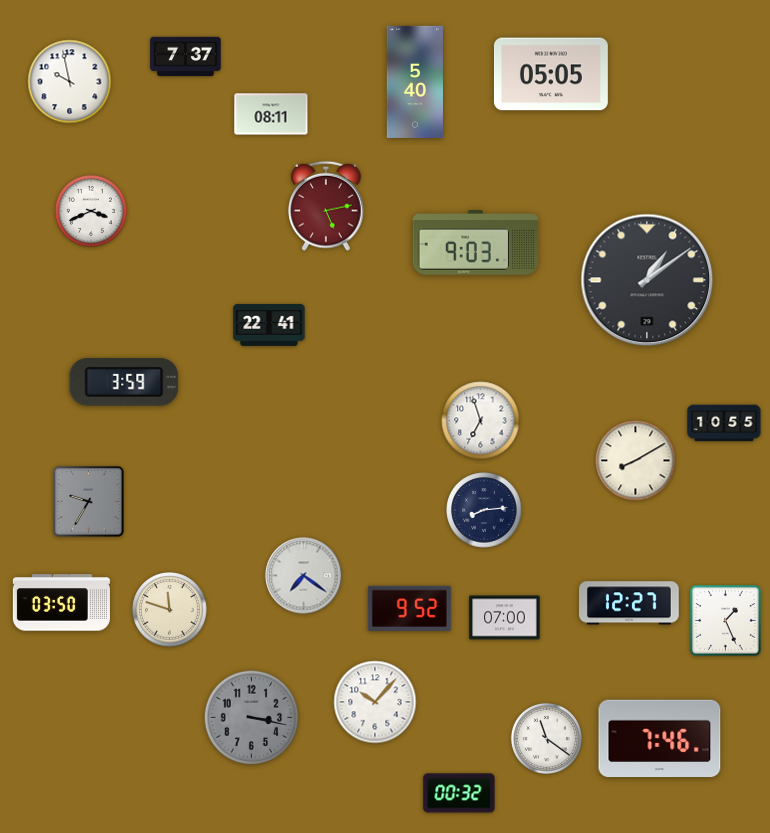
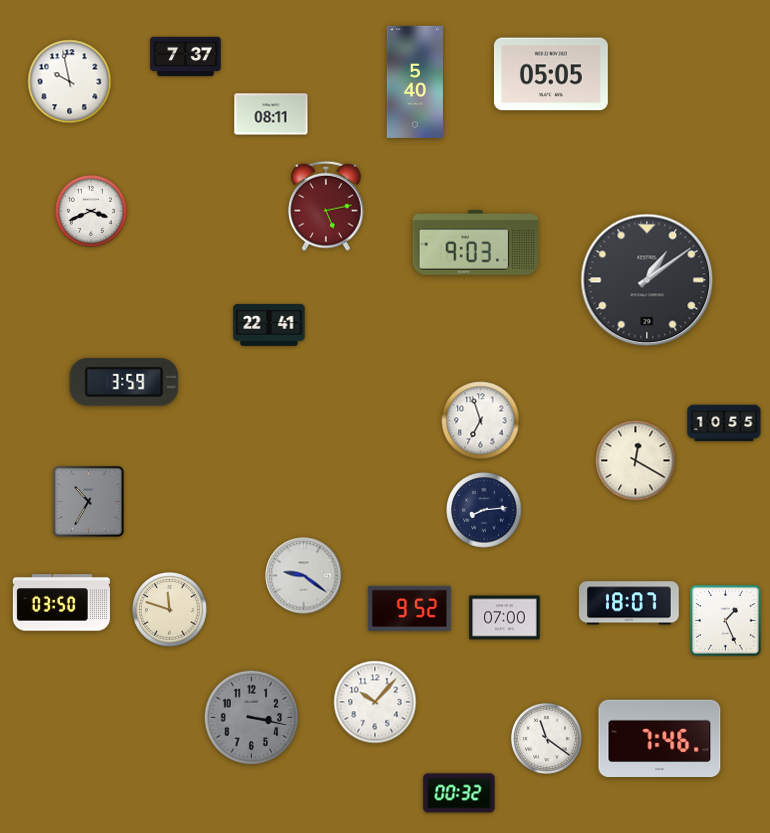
clock at (636, 461): 8:10 -> 12:20
clock at (89, 502): 9:35 -> 10:35
clock at (304, 576): 7:21 -> 9:21
clock at (629, 603): 12:27 -> 18:07
